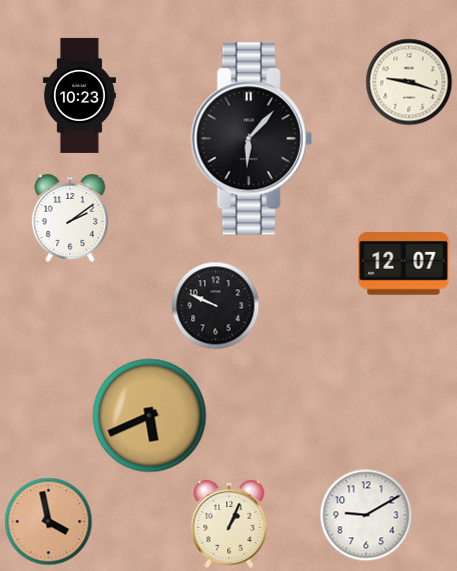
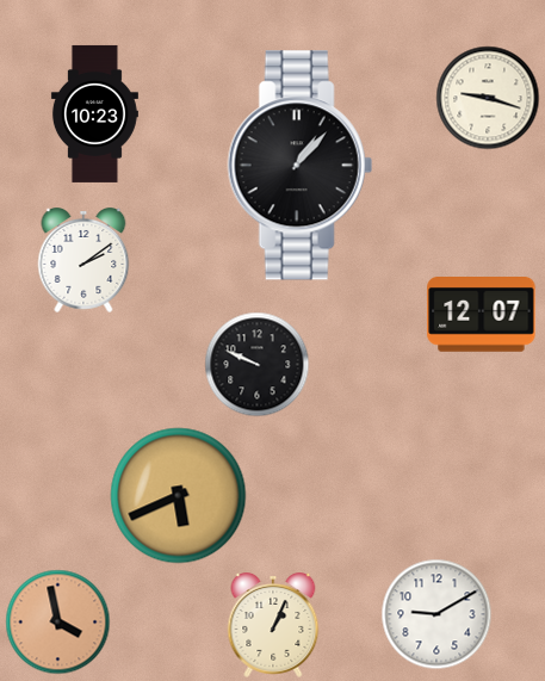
clock at (251, 139): 6:07 -> 1:07
